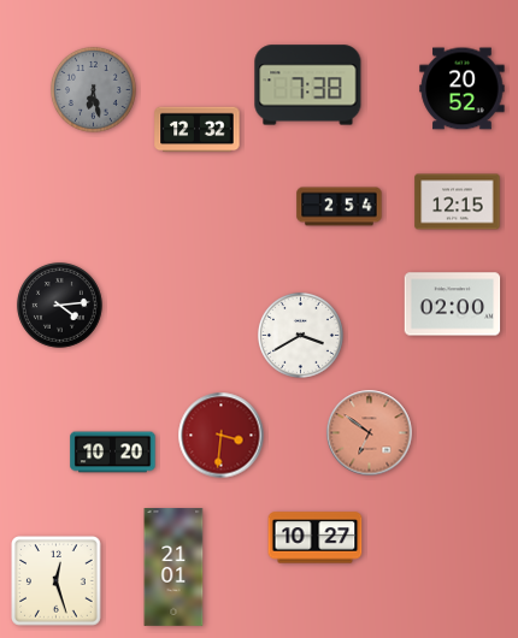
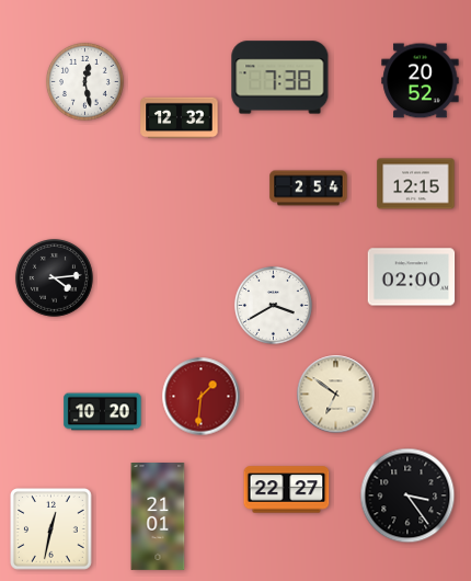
clock at (93, 89): 6:28 -> 12:28
clock at (93, 89) dial: grey -> white
clock at (370, 433) dial: salmon -> cream
clock at (222, 436): 3:31 -> 1:31
clock at (316, 538): 10:27 -> 22:27
clock at (407, 495): none -> 3:24
clock at (57, 581): 12:27 -> 12:32
